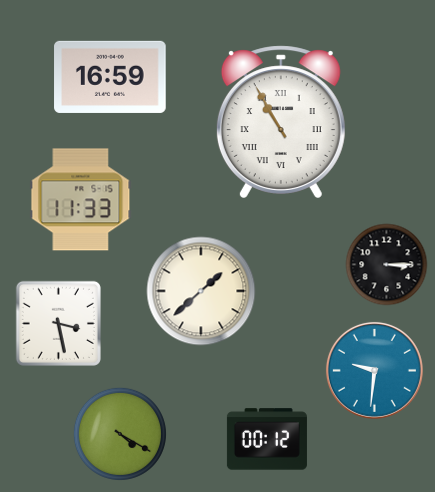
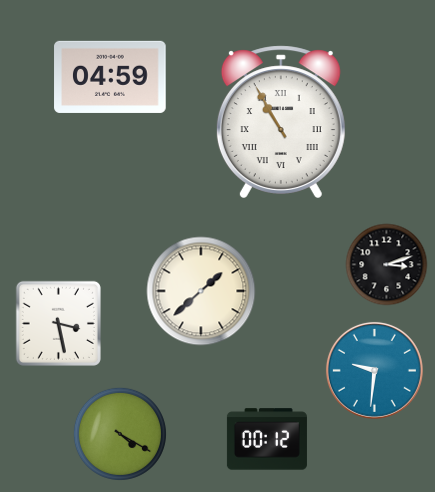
clock at (110, 77): 16:59 -> 04:59
clock at (81, 200): 11:33 -> none
clock at (387, 265): 3:15 -> 3:12
